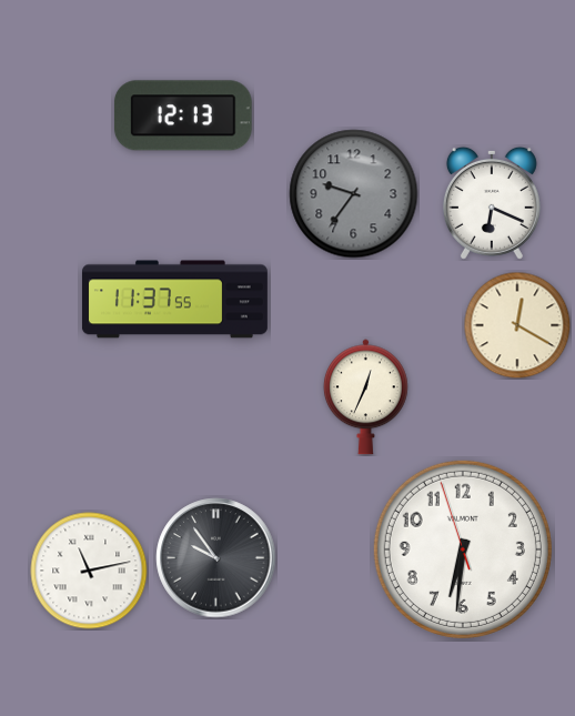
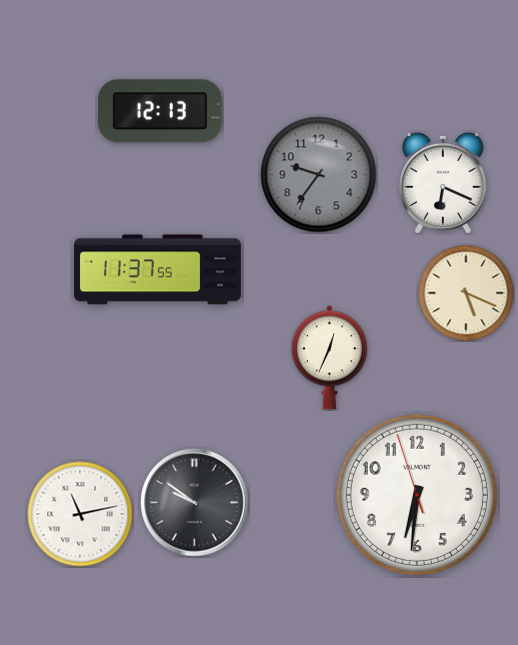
clock at (183, 115) position: (183, 115) -> (160, 111)
clock at (517, 325): 12:20 -> 5:19
clock at (216, 558): 9:54 -> 9:51
